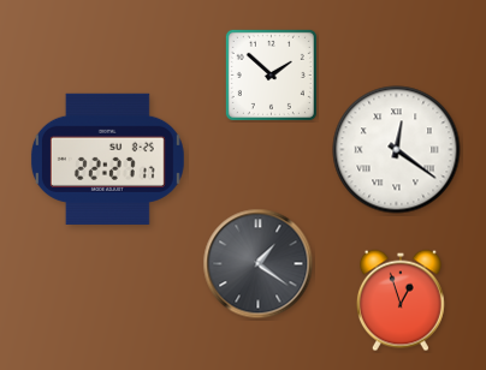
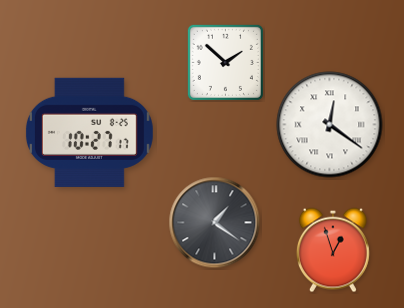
clock at (107, 159): 22:27 -> 10:27
clock at (259, 264) position: (259, 264) -> (215, 223)
